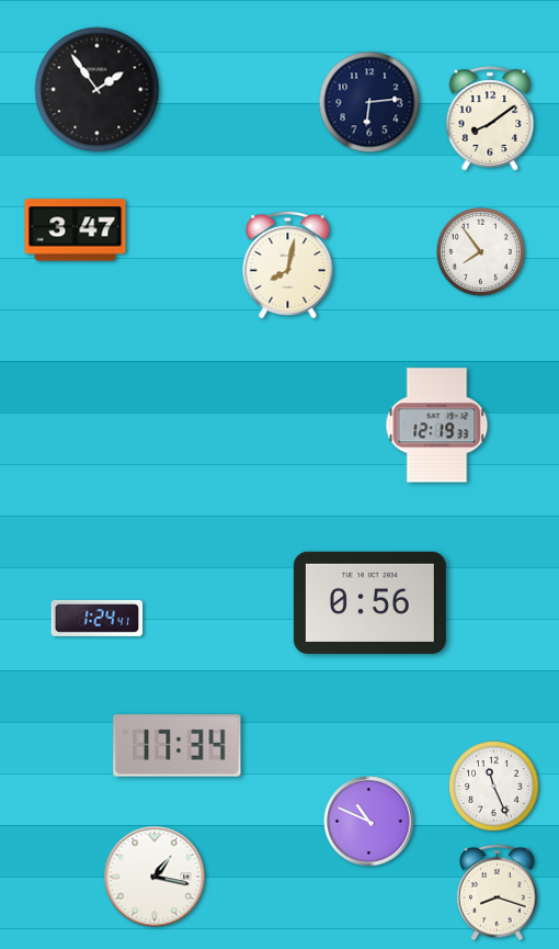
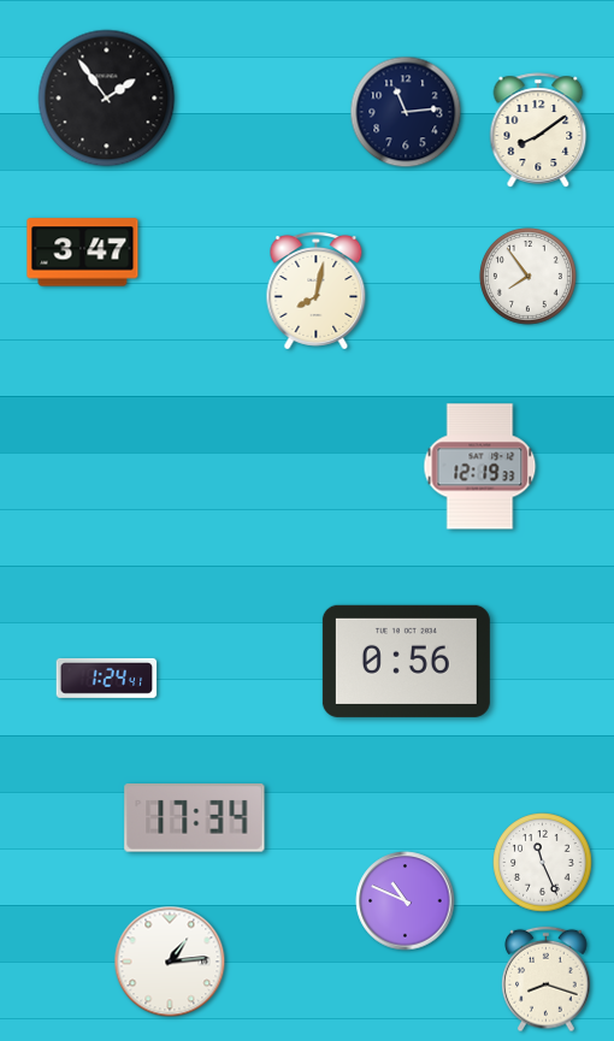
clock at (369, 102): 6:14 -> 11:14
clock at (155, 877): 1:17 -> 1:14
